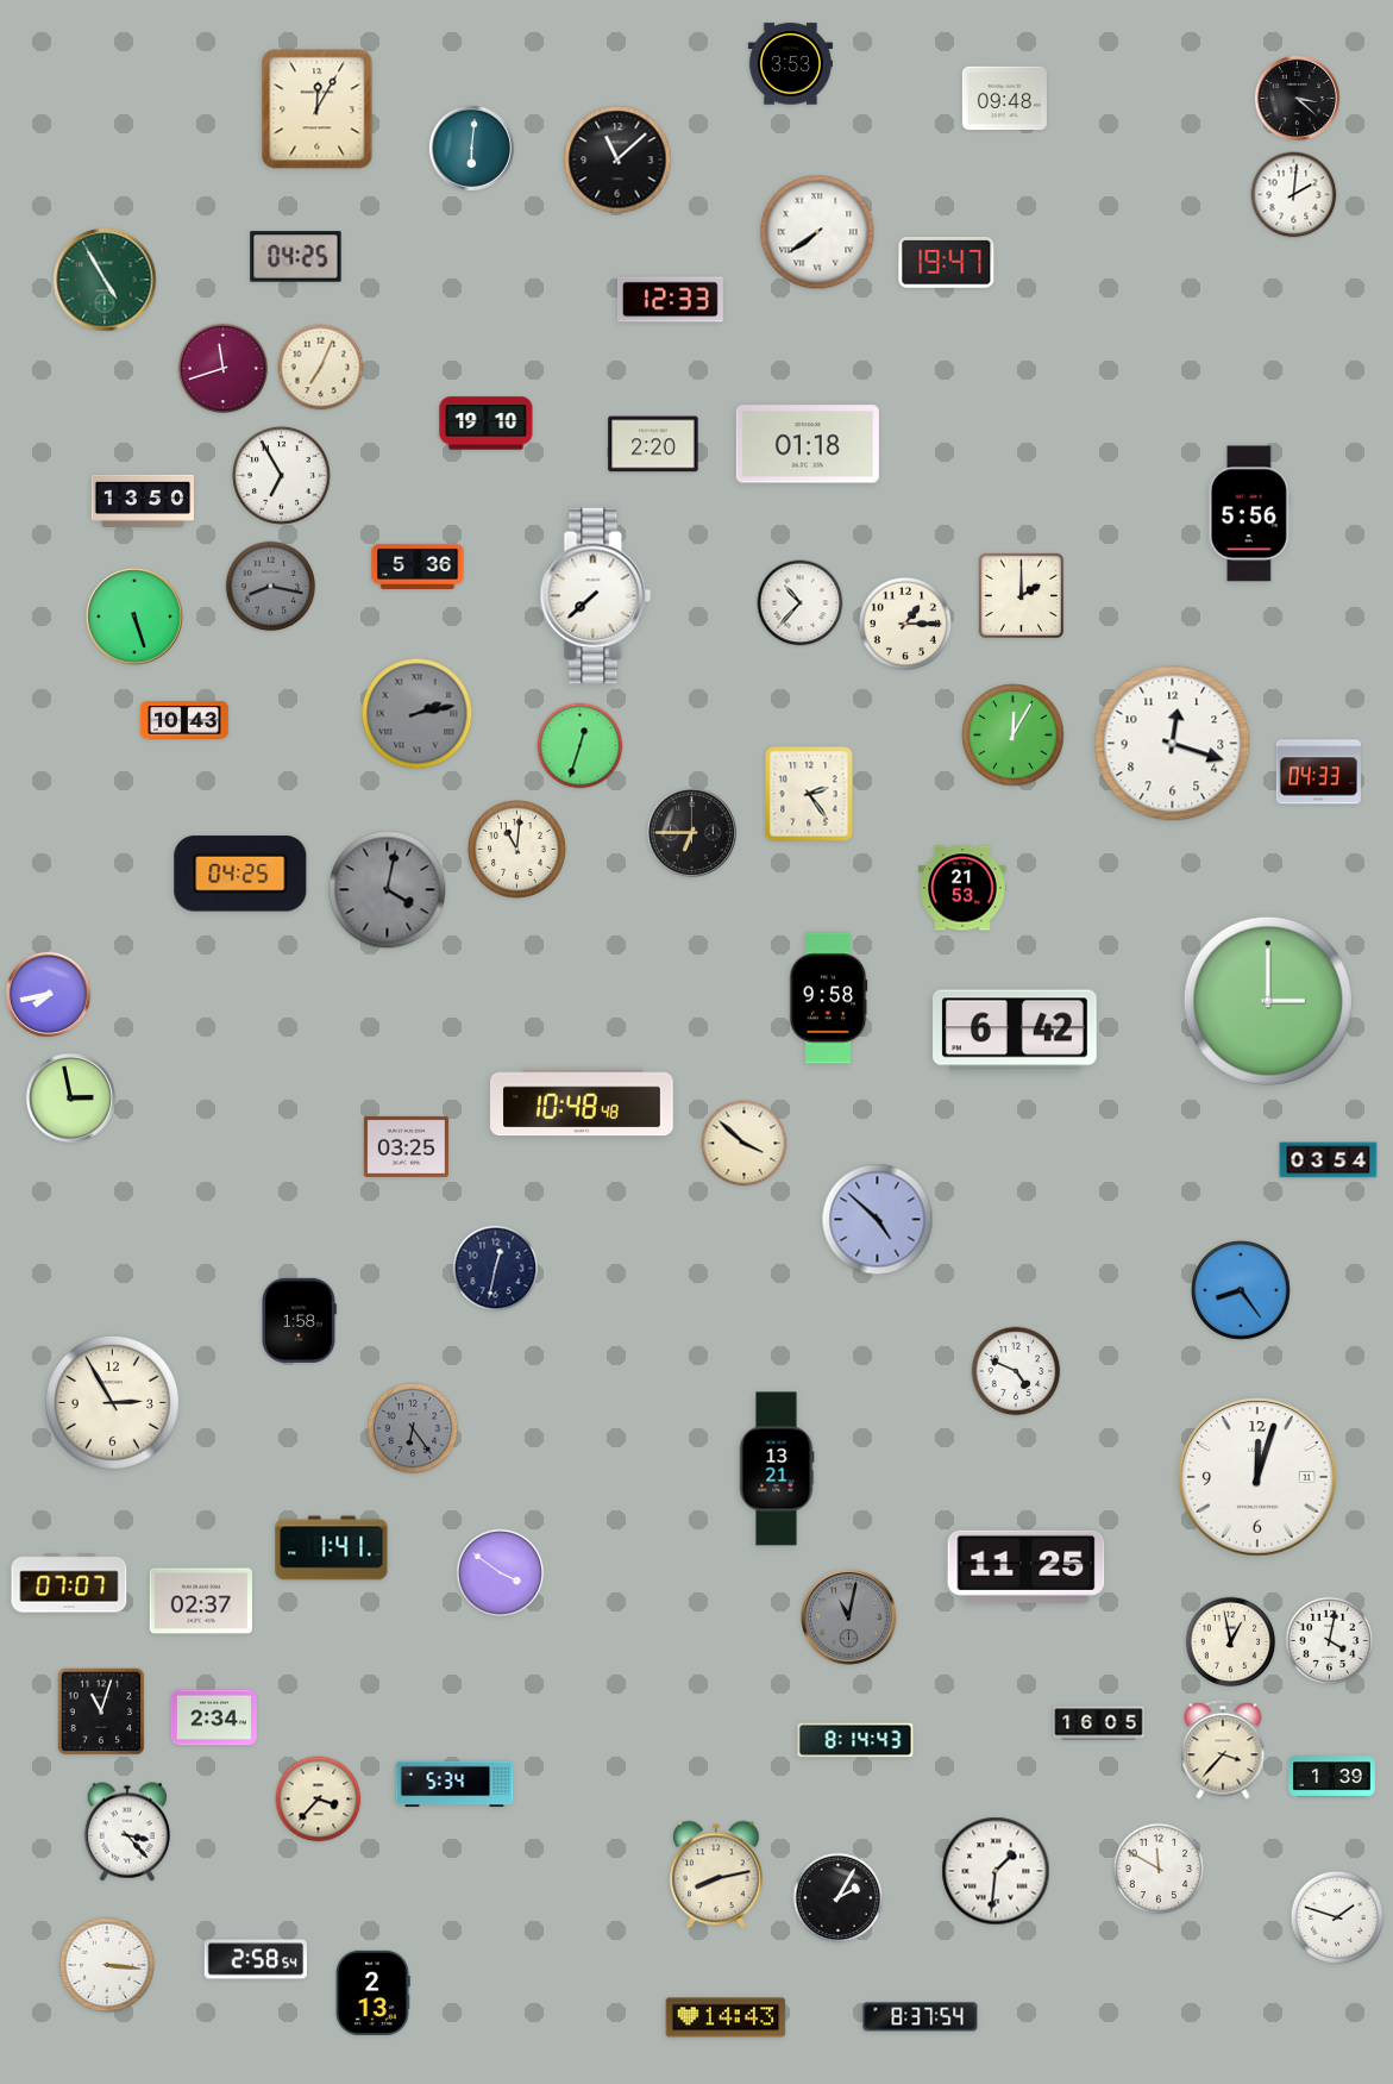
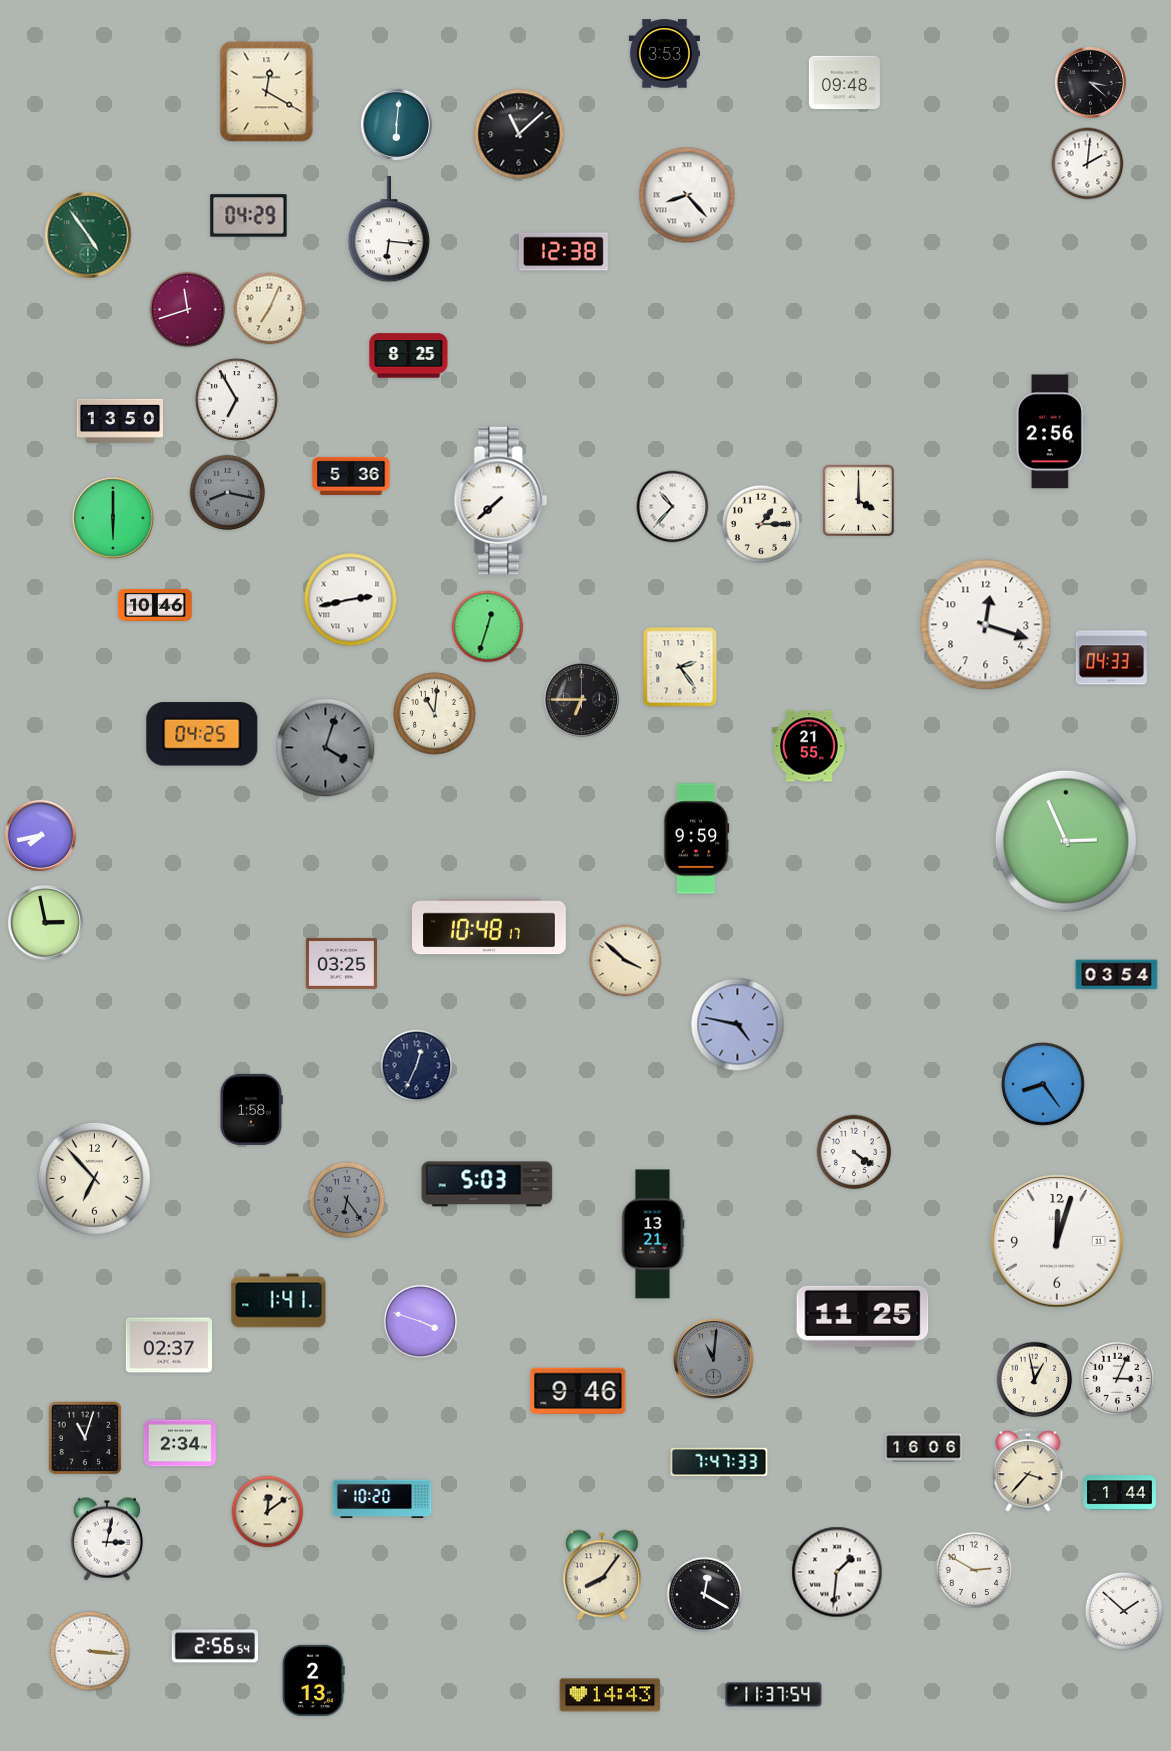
clock at (318, 109): 12:05 -> 12:20
clock at (817, 232): 7:39 -> 8:23
clock at (296, 257): 04:25 -> 04:29
clock at (947, 262): 19:47 -> none
clock at (388, 230): none -> 6:16
clock at (105, 280): 4:55 -> 4:54
clock at (670, 300): 12:33 -> 12:38
clock at (487, 424): 19:10 -> 8:25
clock at (653, 444): 2:20 -> none
clock at (808, 444): 01:18 -> none
clock at (1249, 514): 5:56 -> 2:56
clock at (1021, 595): 2:00 -> 4:00
clock at (134, 617): 5:27 -> 6:00
clock at (418, 714): 2:13 -> 2:43
clock at (418, 714) dial: grey -> white
clock at (184, 720): 10:43 -> 10:46
clock at (1014, 736): 12:05 -> none
clock at (1318, 772) position: (1318, 772) -> (1111, 658)
clock at (962, 888): 21:53 -> 21:55
clock at (388, 890): 4:02 -> 4:03
clock at (828, 999): 9:58 -> 9:59
clock at (1268, 1001): 3:00 -> 2:56
clock at (1016, 1031): 6:42 -> none
clock at (70, 1097) position: (70, 1097) -> (45, 922)
clock at (582, 1102): 10:48:48 -> 10:48:17
clock at (878, 1220): 4:52 -> 4:47
clock at (496, 1269): 12:32 -> 12:34
clock at (1016, 1371): 4:49 -> 4:21
clock at (112, 1402): 2:55 -> 6:53
clock at (487, 1184): none -> 5:03
clock at (501, 1573): 3:51 -> 3:48
clock at (69, 1583): 07:07 -> none
clock at (849, 1617): 11:02 -> 11:01
clock at (1330, 1641): 4:02 -> 3:04
clock at (578, 1391): none -> 9:46
clock at (1099, 1723): 16:05 -> 16:06
clock at (855, 1740): 8:14 -> 7:47
clock at (1332, 1777): 1:39 -> 1:44
clock at (454, 1784): 5:34 -> 10:20
clock at (319, 1800): 3:37 -> 12:09
clock at (127, 1832): 3:23 -> 3:02
clock at (1159, 1869): 11:50 -> 2:50
clock at (716, 1875): 8:13 -> 8:06
clock at (839, 1898): 2:05 -> 12:20
clock at (1337, 1917): 1:48 -> 1:52
clock at (255, 1959): 2:58 -> 2:56
clock at (372, 1992) position: (372, 1992) -> (313, 1680)
clock at (921, 2017): 8:37 -> 11:37
